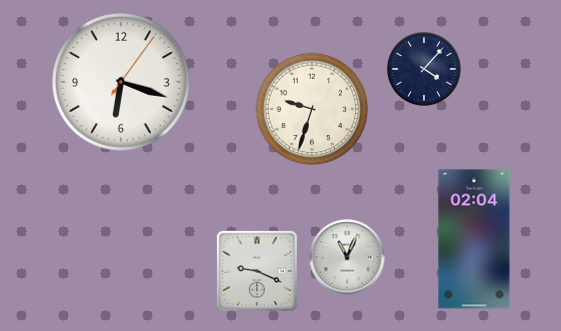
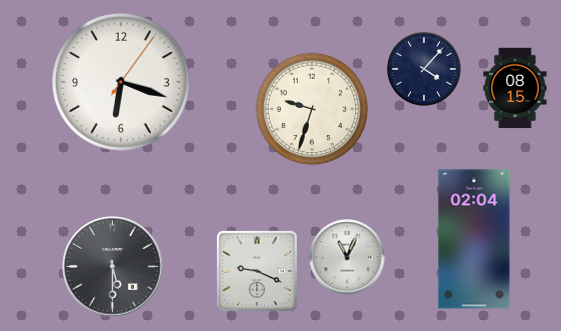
clock at (515, 88): none -> 08:15
clock at (113, 267): none -> 5:30
